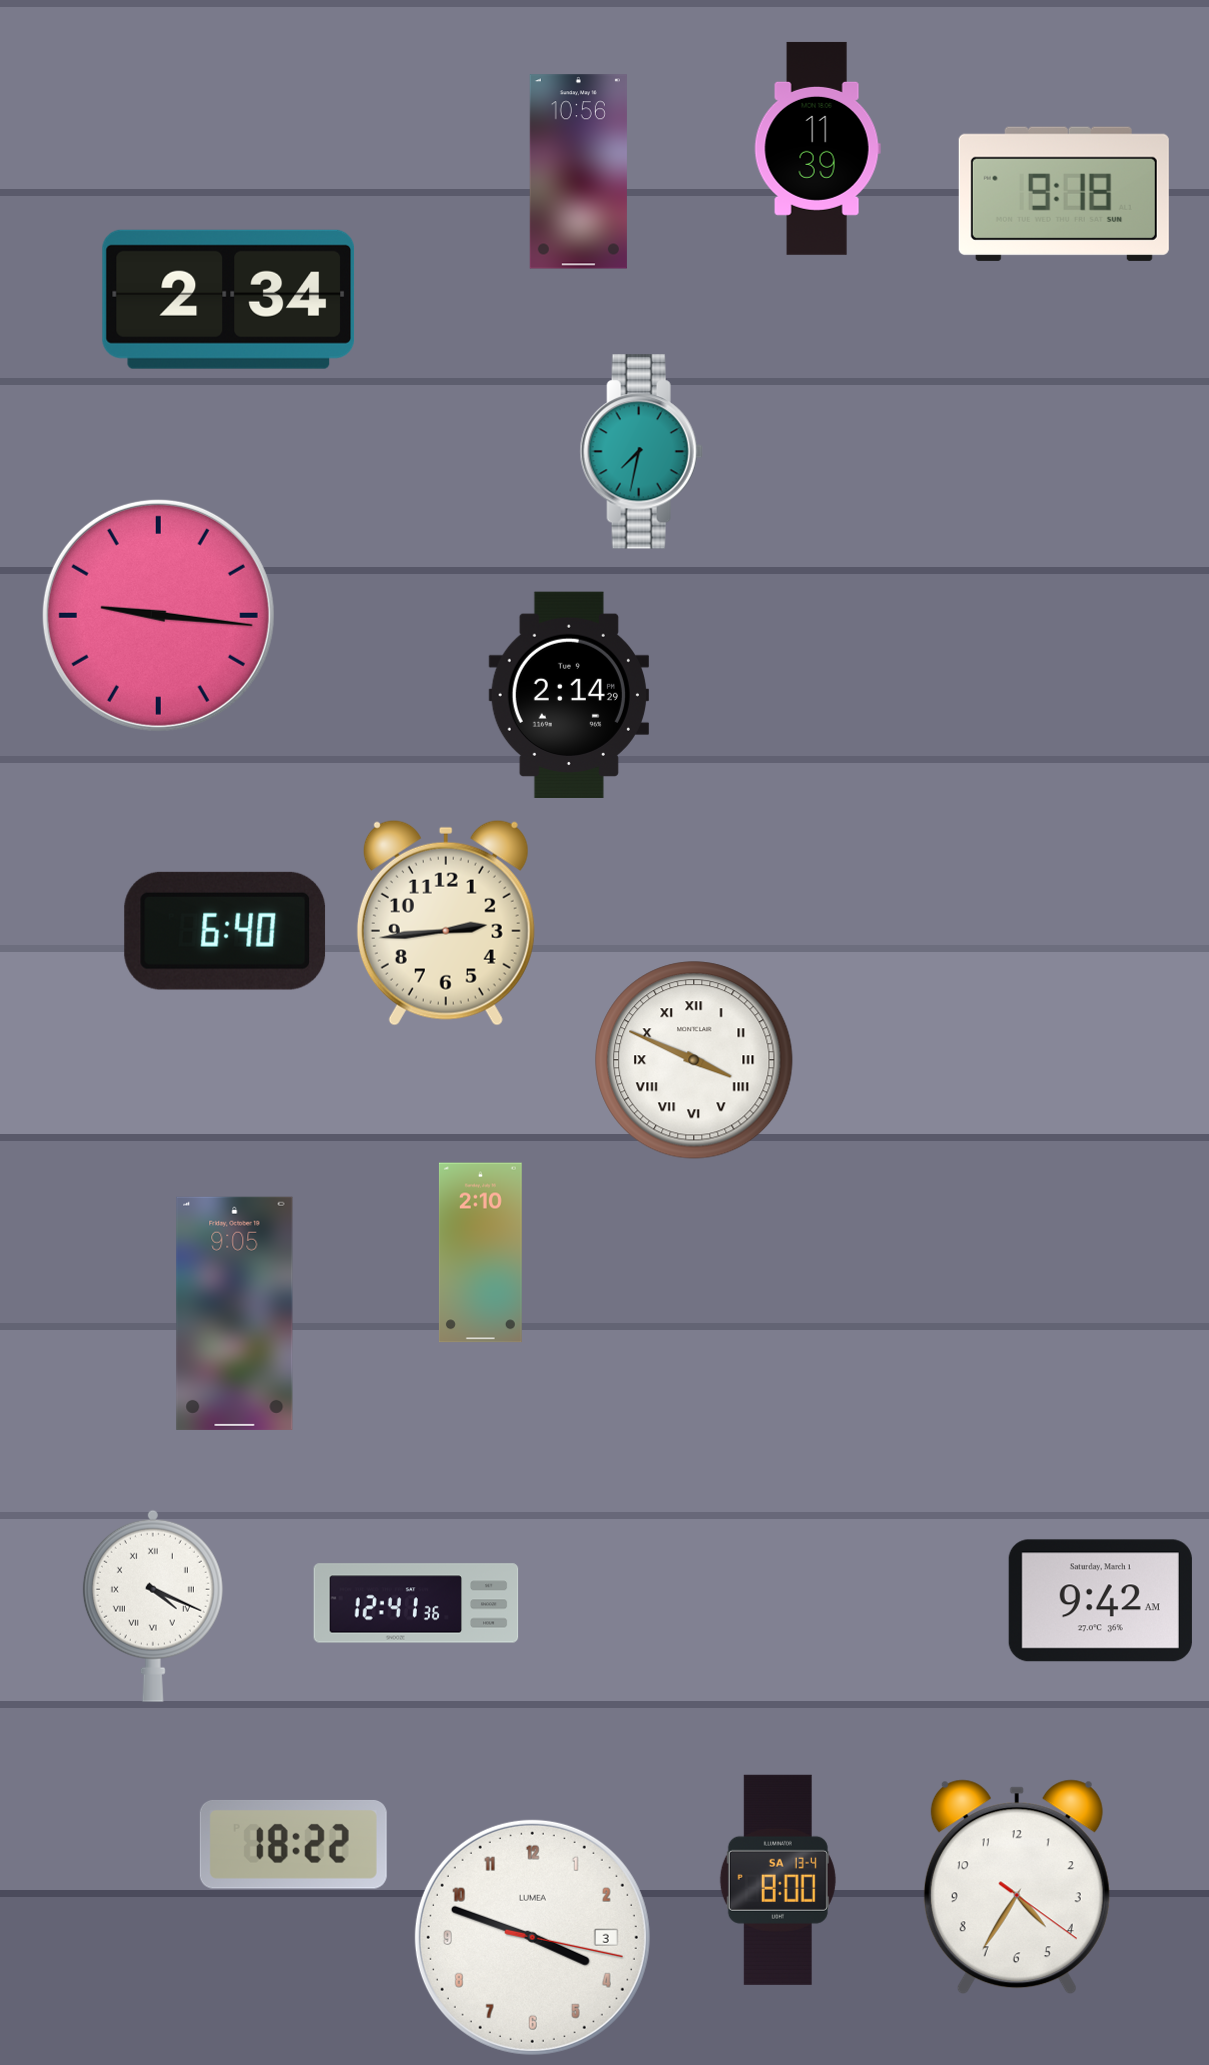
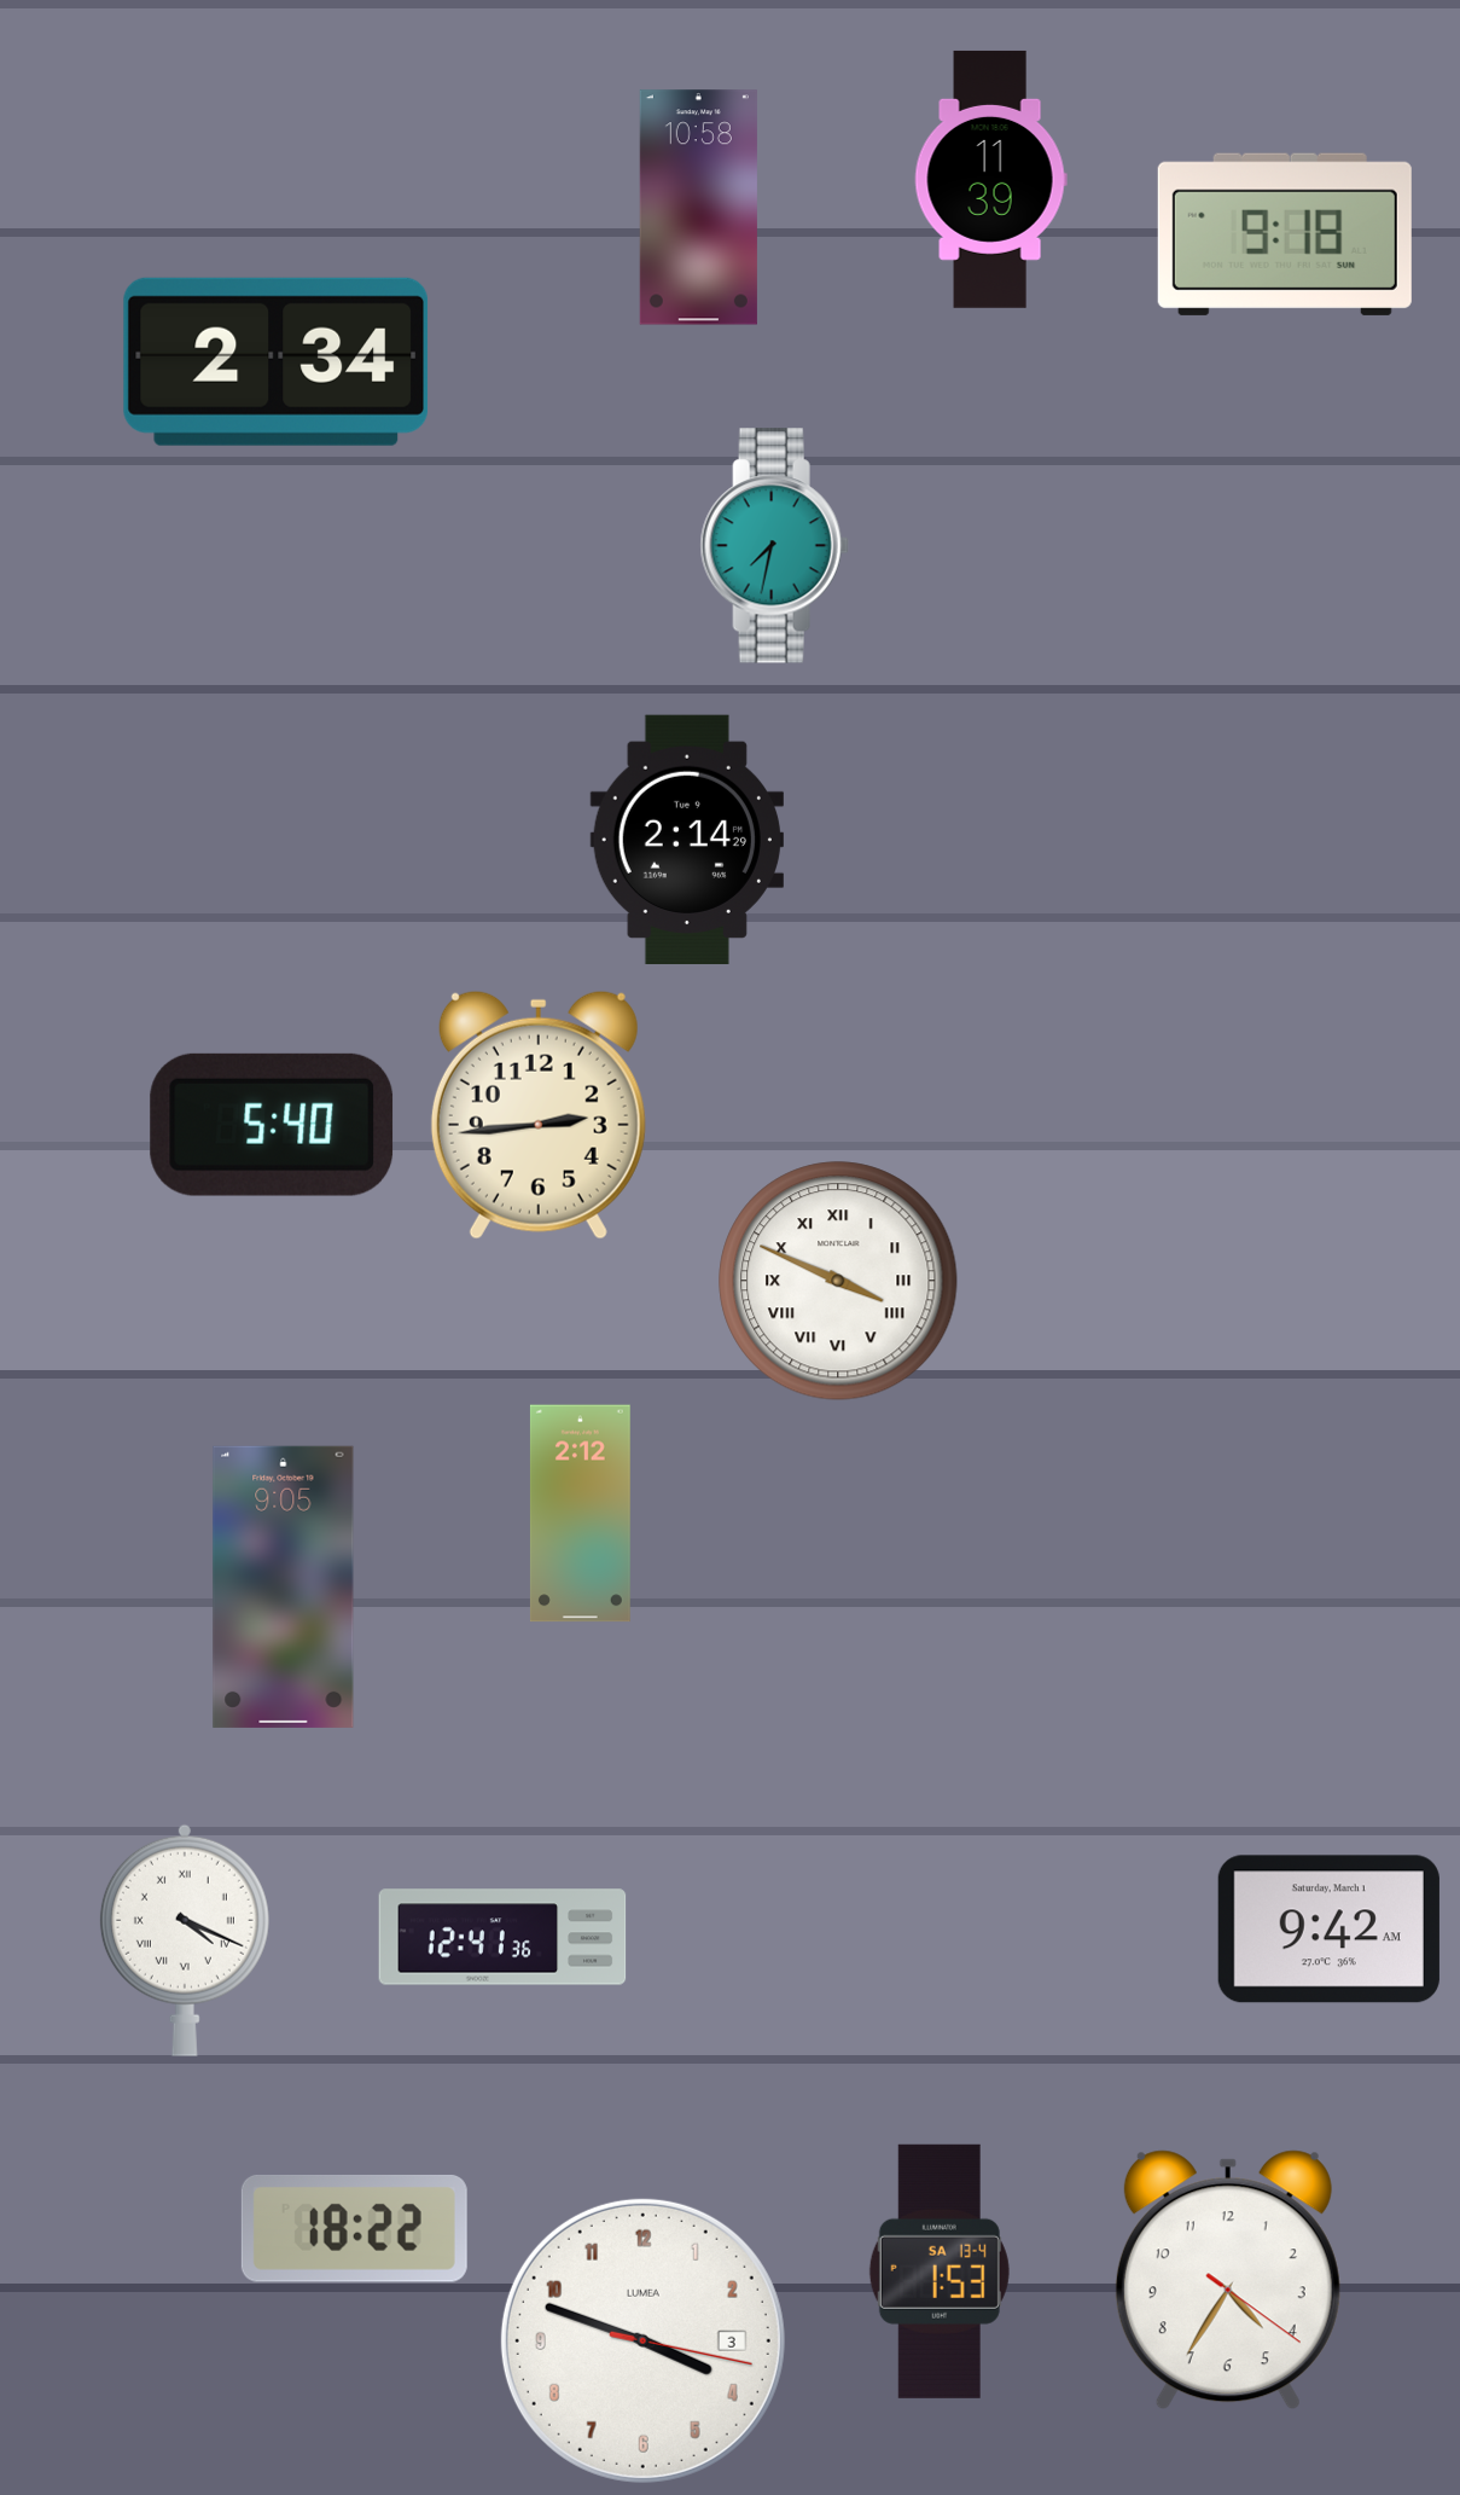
clock at (817, 148) position: (817, 148) -> (990, 179)
clock at (578, 172): 10:56 -> 10:58
clock at (158, 615): 9:16 -> none
clock at (225, 931): 6:40 -> 5:40
clock at (480, 1253): 2:10 -> 2:12
clock at (1100, 1601) position: (1100, 1601) -> (1328, 1930)
clock at (778, 1880): 8:00 -> 1:53
